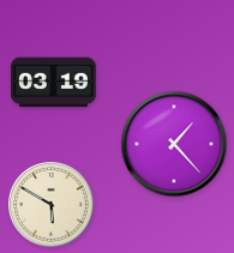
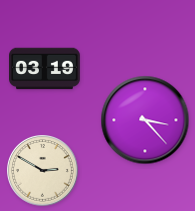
clock at (174, 144): 1:23 -> 3:23
clock at (52, 205): 5:50 -> 2:50
